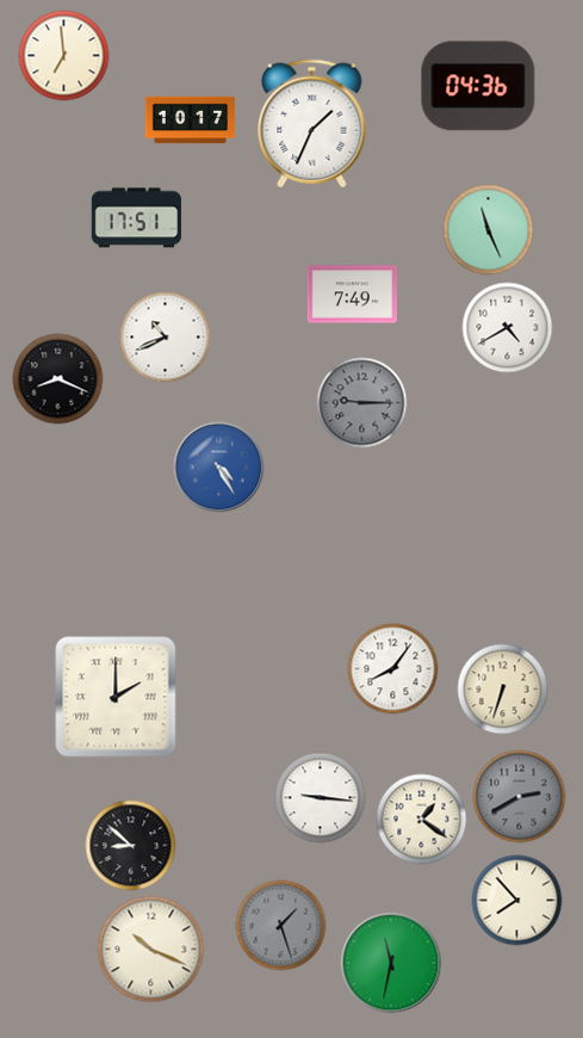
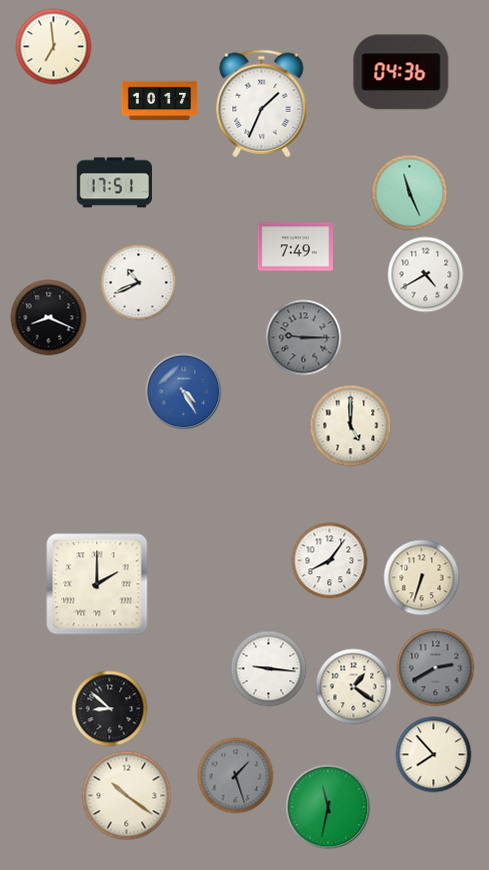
clock at (351, 426): none -> 5:00
clock at (151, 950): 10:19 -> 10:21
